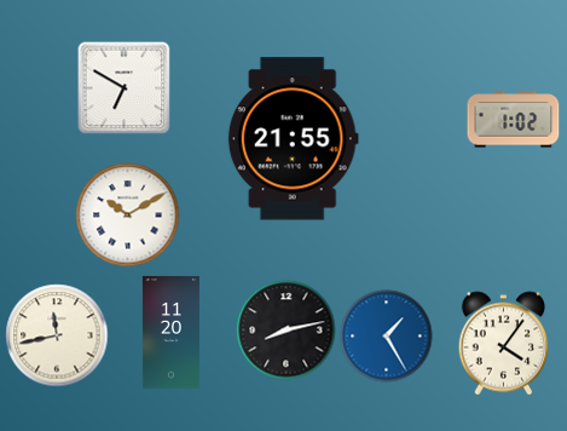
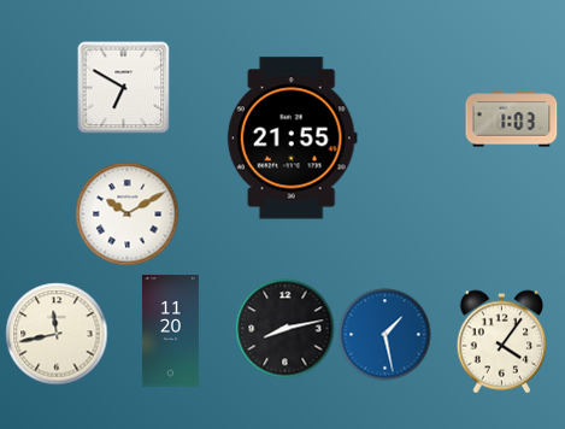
clock at (514, 120): 1:02 -> 1:03
clock at (387, 337): 1:25 -> 1:28
